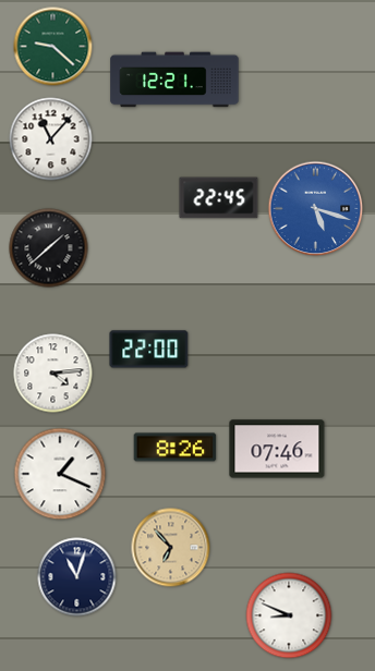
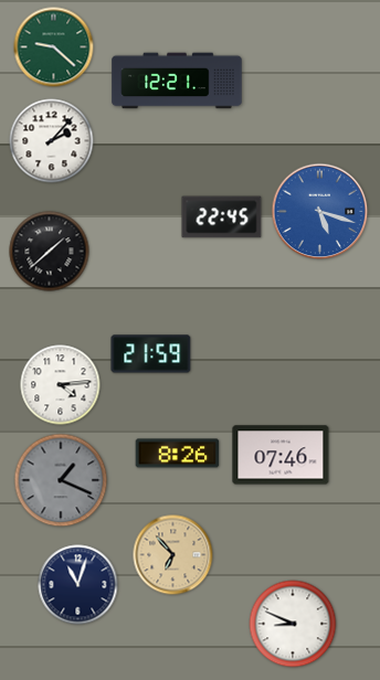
clock at (51, 139): 11:07 -> 2:07
clock at (219, 198) position: (219, 198) -> (222, 217)
clock at (149, 350): 22:00 -> 21:59
clock at (53, 374) position: (53, 374) -> (61, 385)
clock at (60, 474) dial: white -> grey
